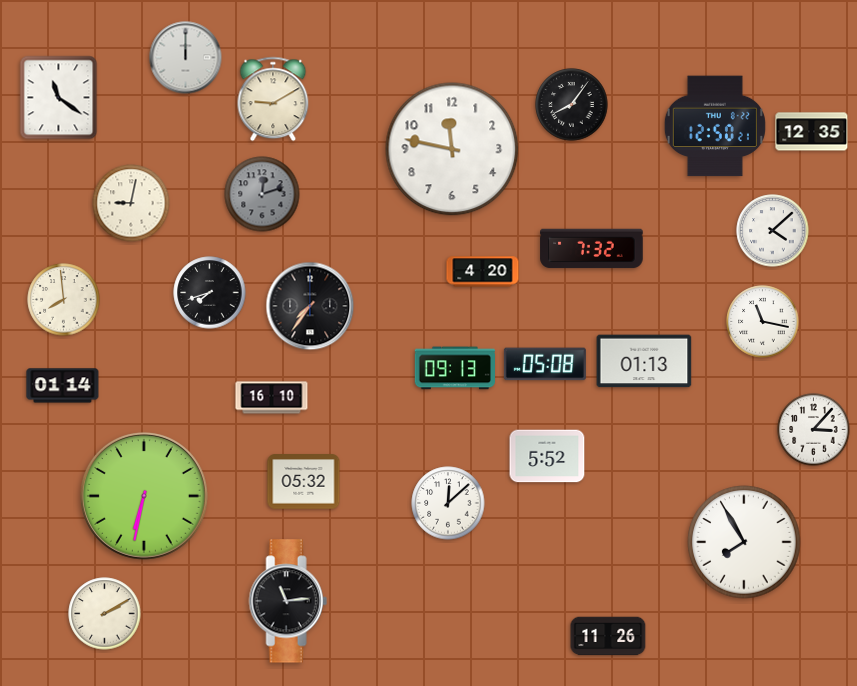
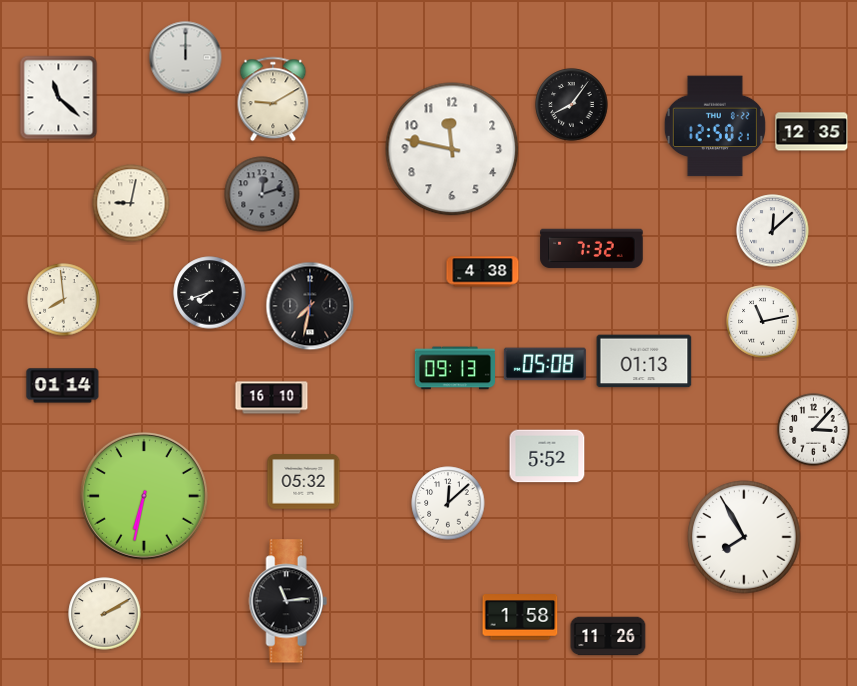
clock at (59, 98): 11:21 -> 11:22
clock at (773, 231): 4:08 -> 12:08
clock at (483, 272): 4:20 -> 4:38
clock at (310, 306): 7:36 -> 7:32
clock at (763, 322): 11:17 -> 11:13
clock at (744, 542) position: (744, 542) -> (744, 537)
clock at (520, 617): none -> 1:58
